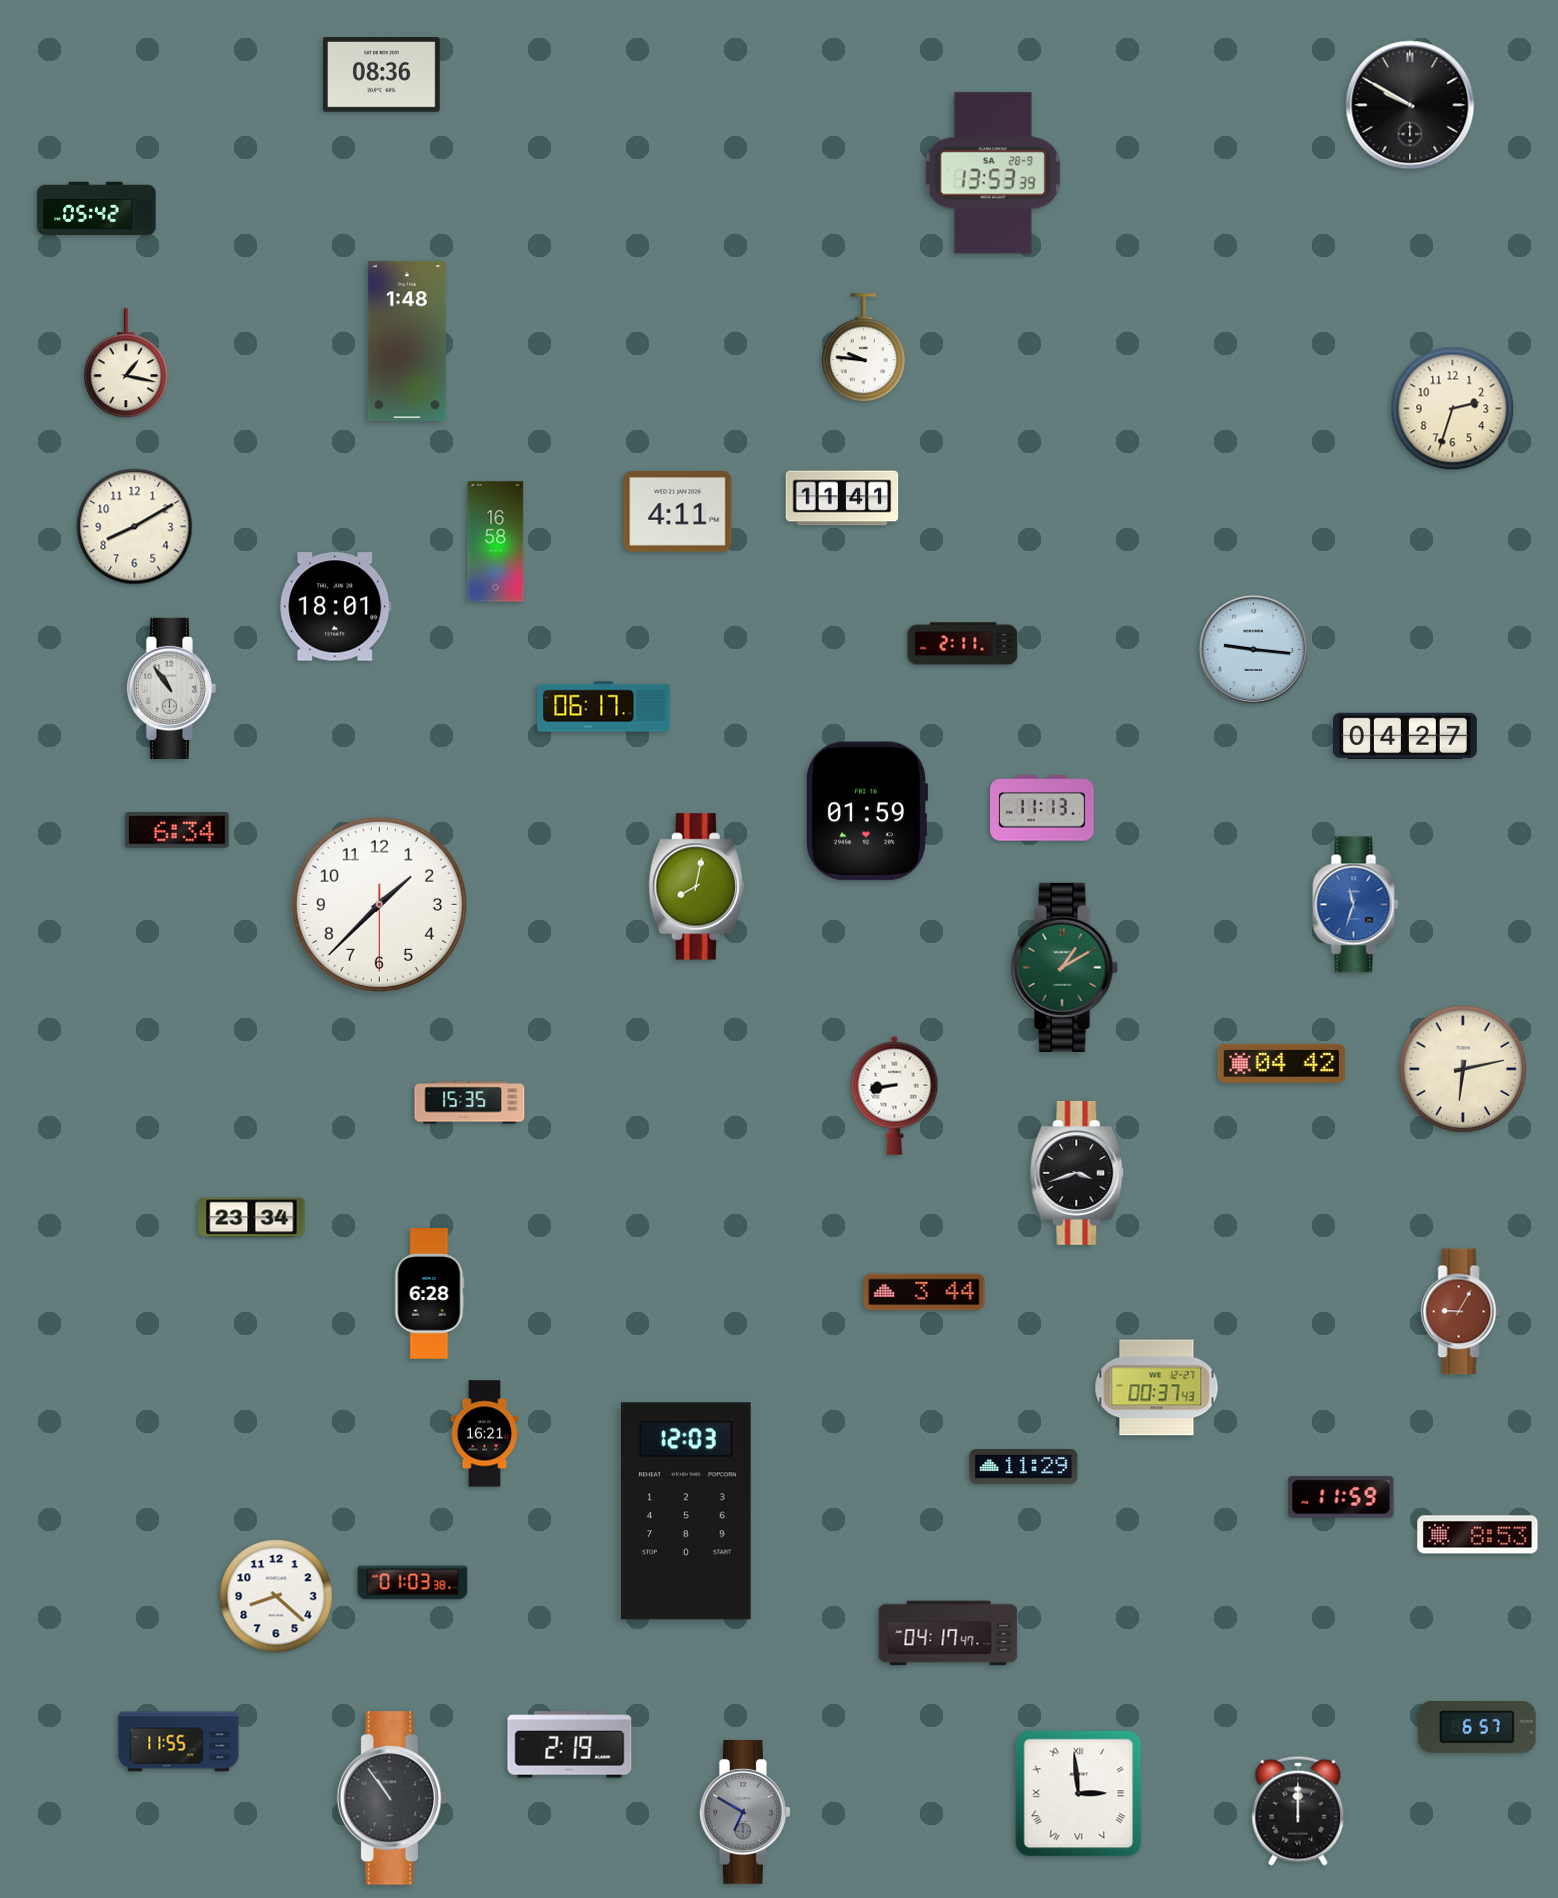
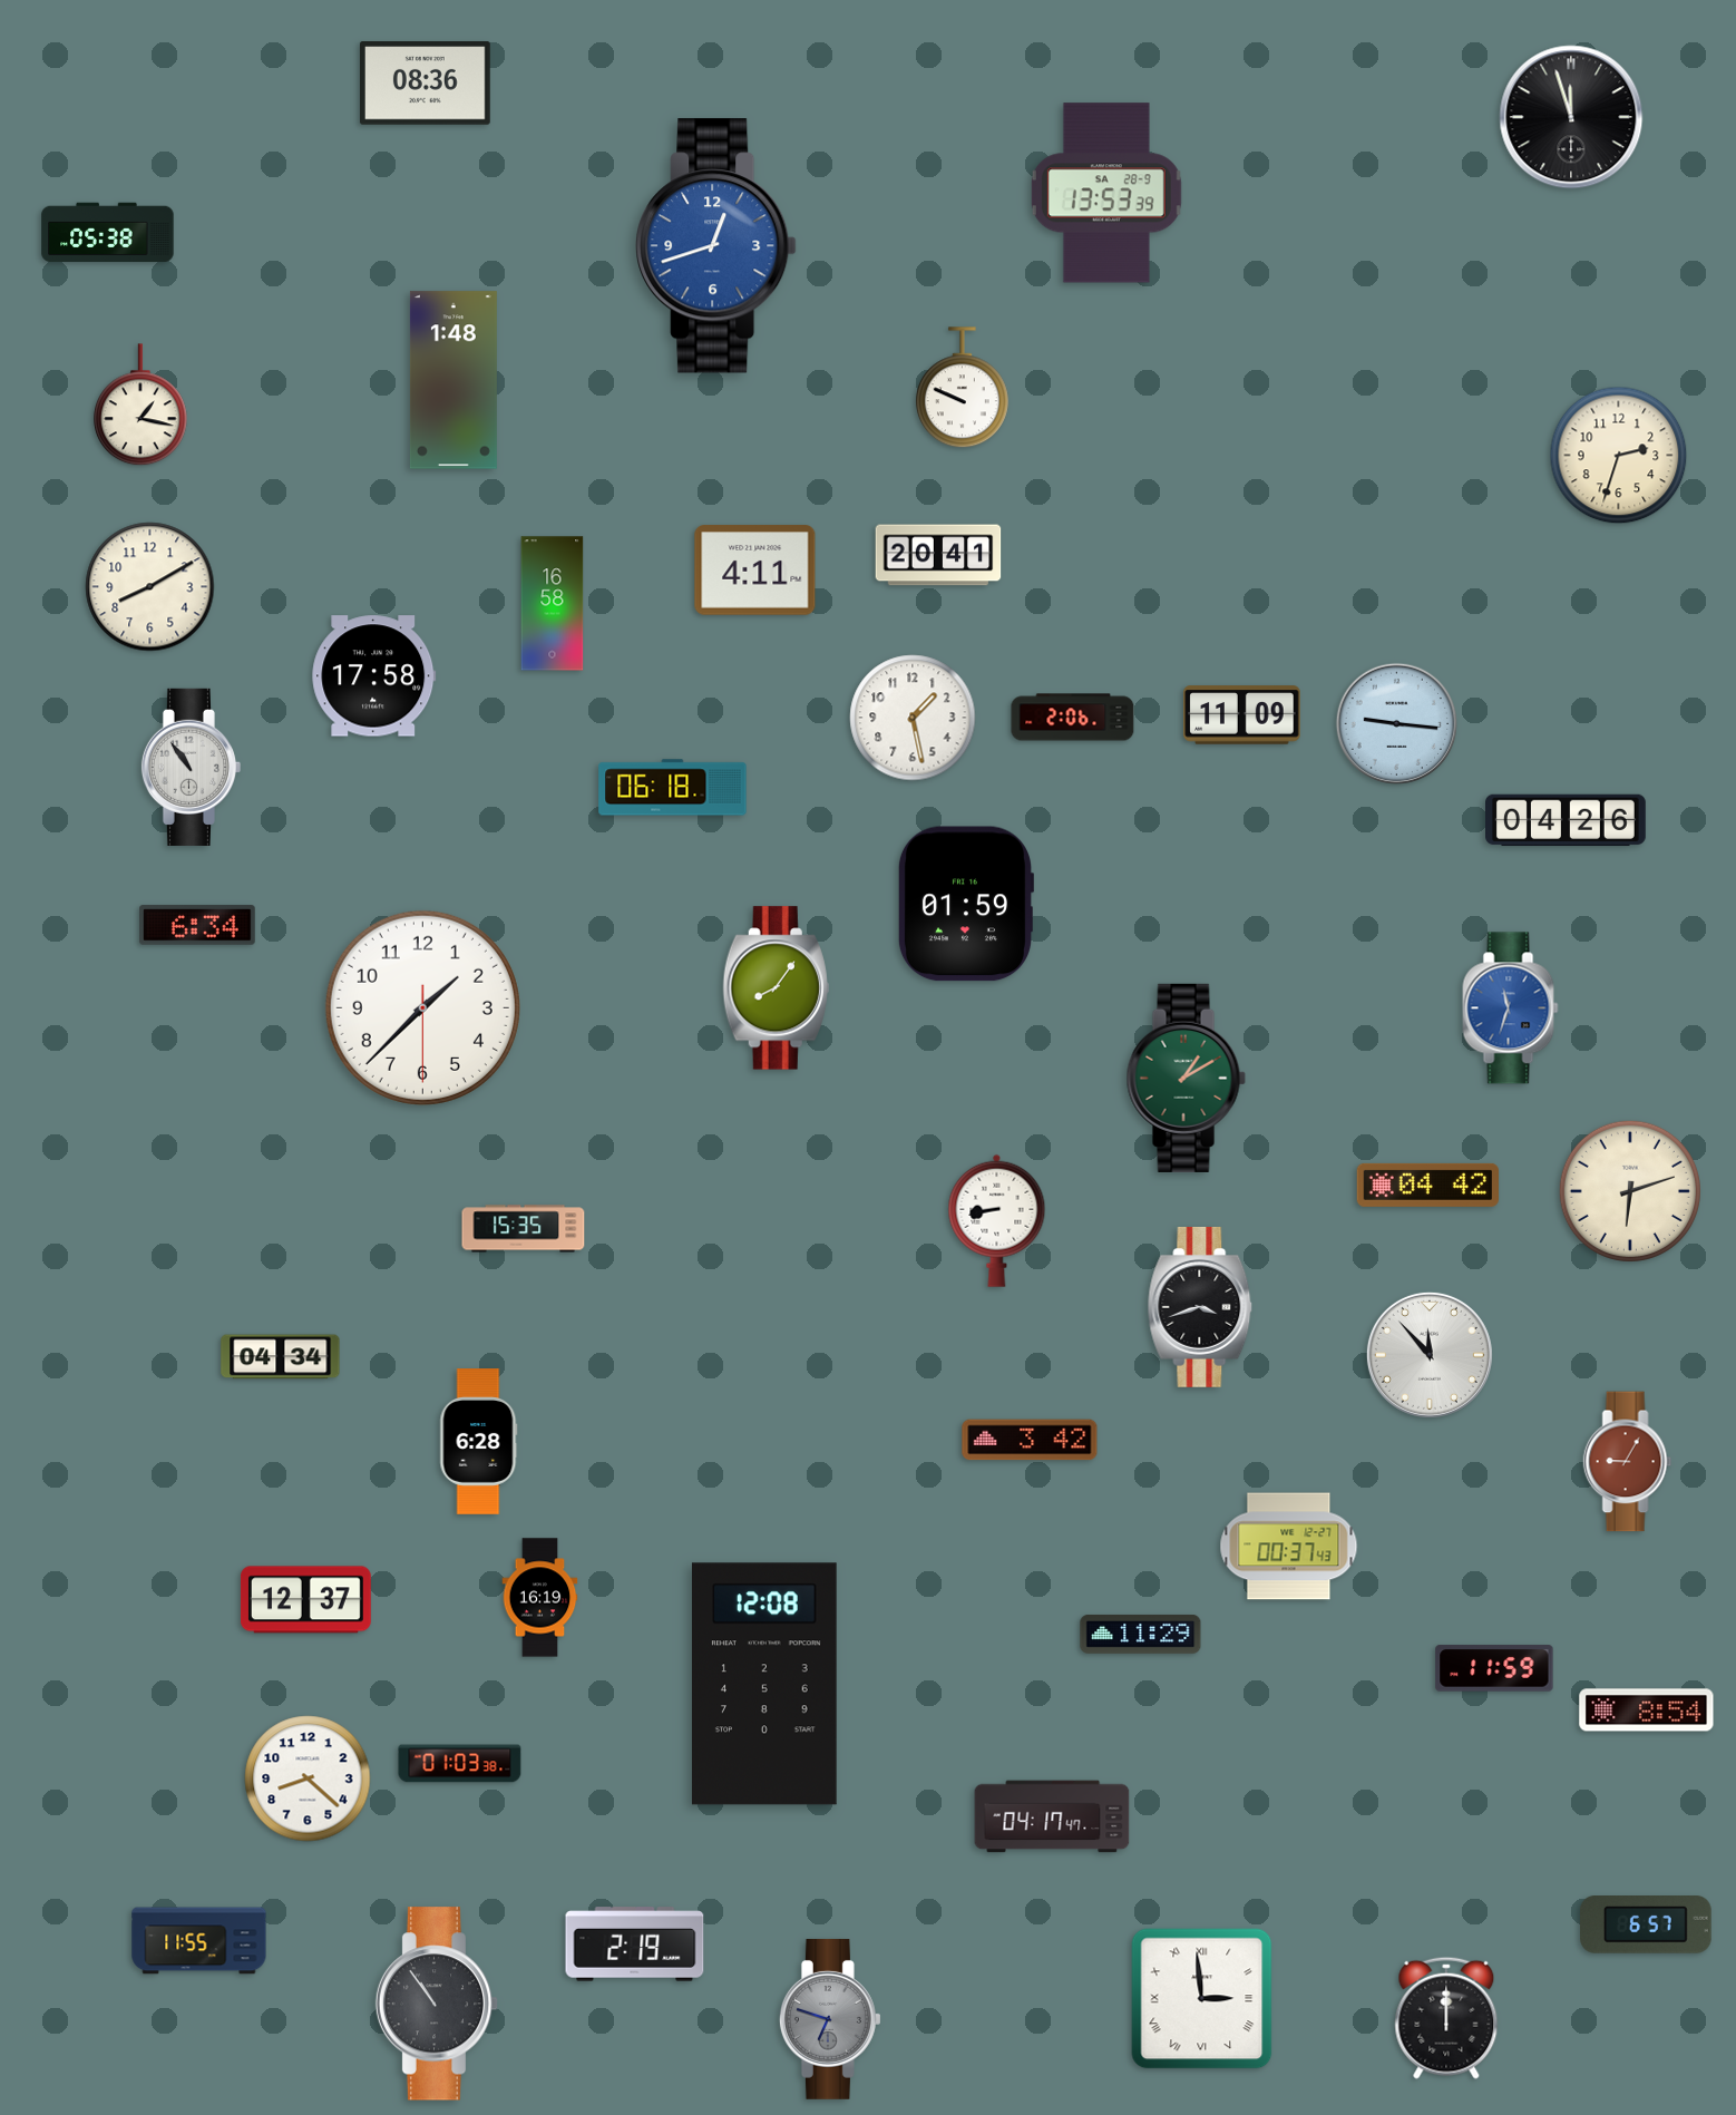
clock at (1410, 105): 9:50 -> 11:57
clock at (97, 209): 05:42 -> 05:38
clock at (716, 246): none -> 12:42
clock at (863, 348): 9:46 -> 9:49
clock at (842, 498): 11:41 -> 20:41
clock at (336, 607): 18:01 -> 17:58
clock at (1242, 715): none -> 11:09
clock at (913, 718): none -> 1:28
clock at (963, 644): 2:11 -> 2:06
clock at (604, 707): 06:17 -> 06:18
clock at (1406, 736): 04:27 -> 04:26
clock at (1042, 808): 11:13 -> none
clock at (696, 887): 8:02 -> 8:06
clock at (1463, 1069): 6:13 -> 6:12
clock at (1430, 1355): none -> 11:53
clock at (252, 1218): 23:34 -> 04:34
clock at (924, 1292): 3:44 -> 3:42
clock at (485, 1434): 16:21 -> 16:19
clock at (305, 1600): none -> 12:37
clock at (686, 1511): 12:03 -> 12:08
clock at (1478, 1535): 8:53 -> 8:54
clock at (948, 1633) position: (948, 1633) -> (1052, 1816)
clock at (745, 1812): 6:50 -> 6:48
